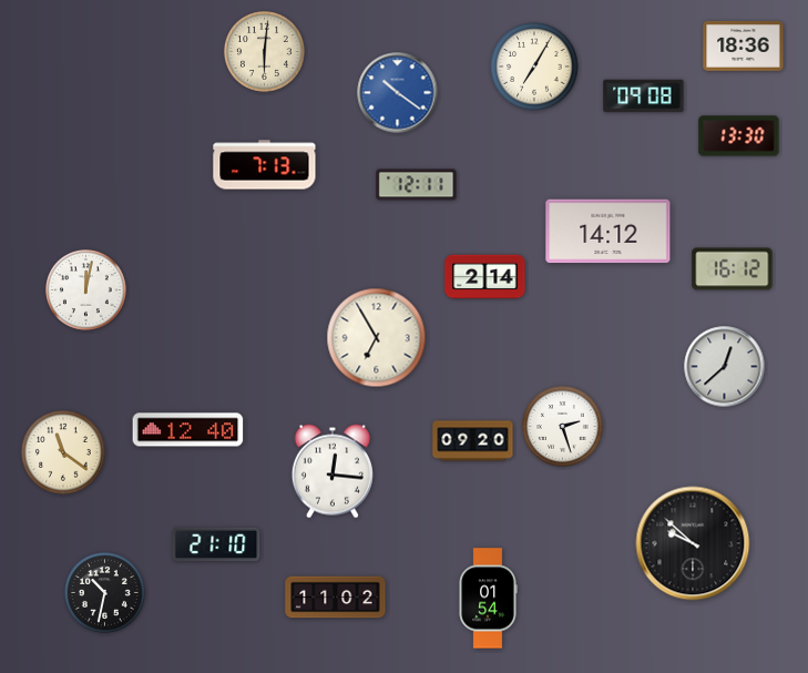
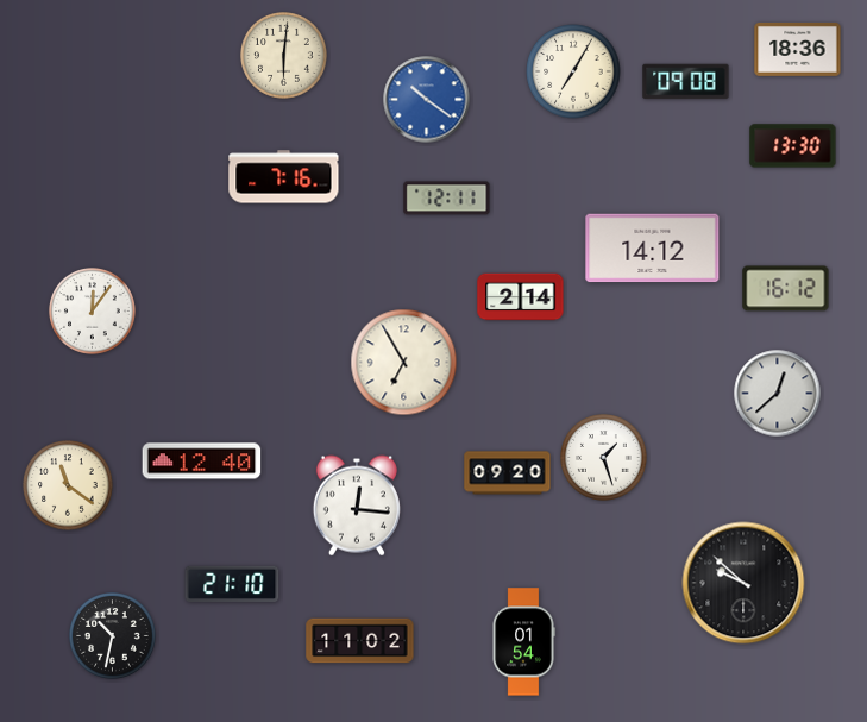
clock at (644, 96) position: (644, 96) -> (686, 82)
clock at (265, 165): 7:13 -> 7:16
clock at (86, 290): 12:02 -> 12:06
clock at (563, 427): 2:27 -> 1:27
